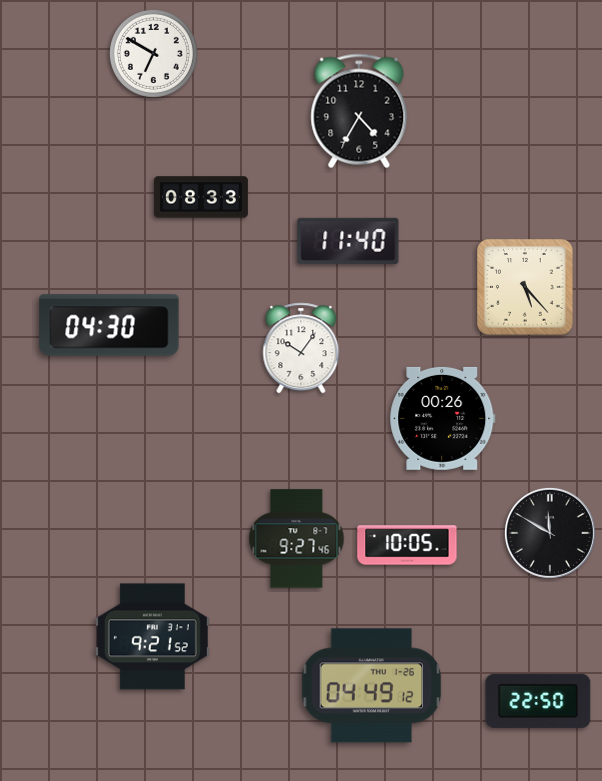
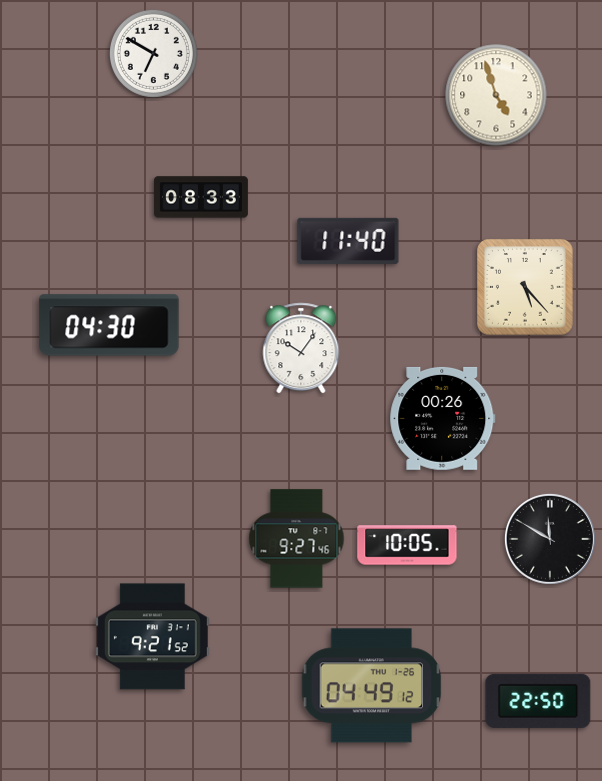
clock at (496, 95): none -> 4:57
clock at (359, 111): 4:35 -> none
clock at (550, 533) position: (550, 533) -> (550, 539)
